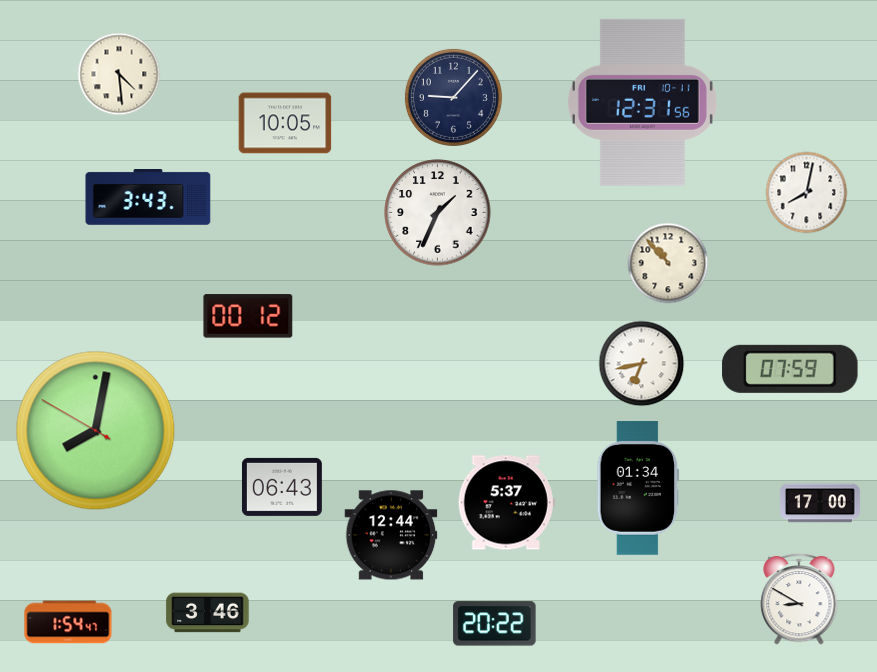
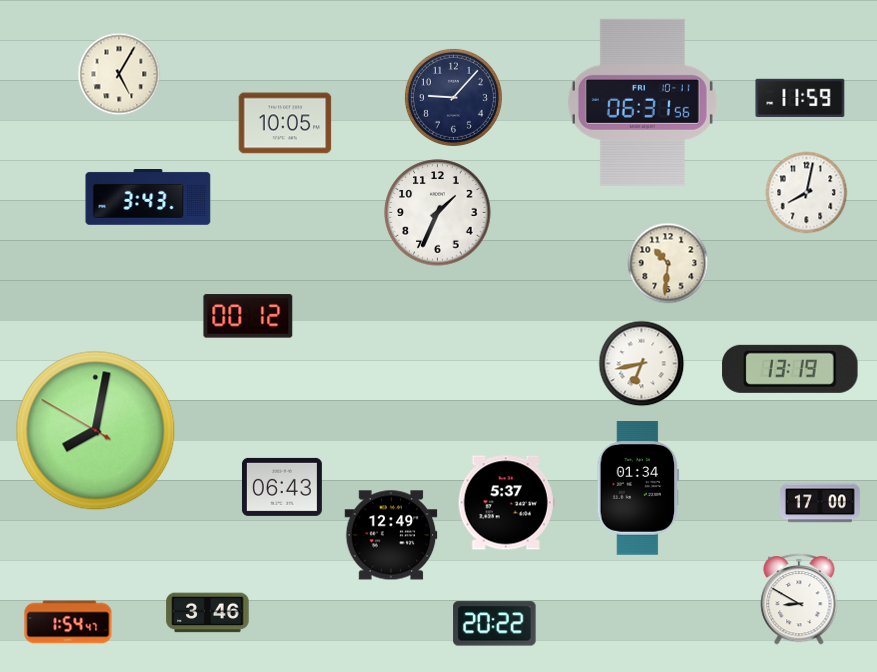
clock at (119, 74): 4:29 -> 5:05
clock at (800, 98): none -> 11:59
clock at (642, 102): 12:31 -> 06:31
clock at (668, 263): 10:53 -> 10:31
clock at (790, 369): 07:59 -> 13:19
clock at (391, 535): 12:44 -> 12:49
